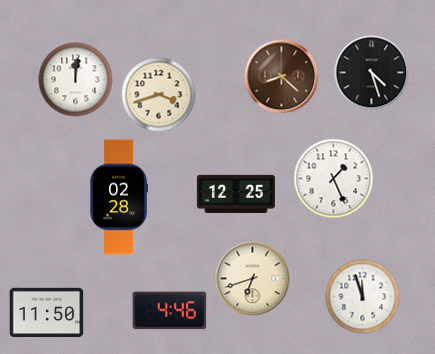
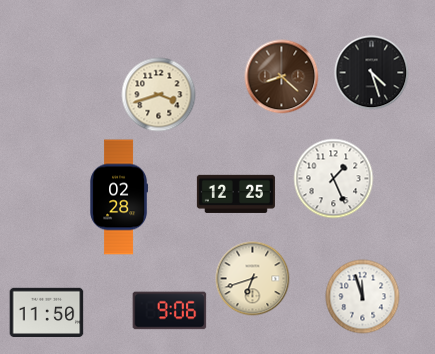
clock at (76, 80): 12:01 -> none
clock at (170, 311): 4:46 -> 9:06
